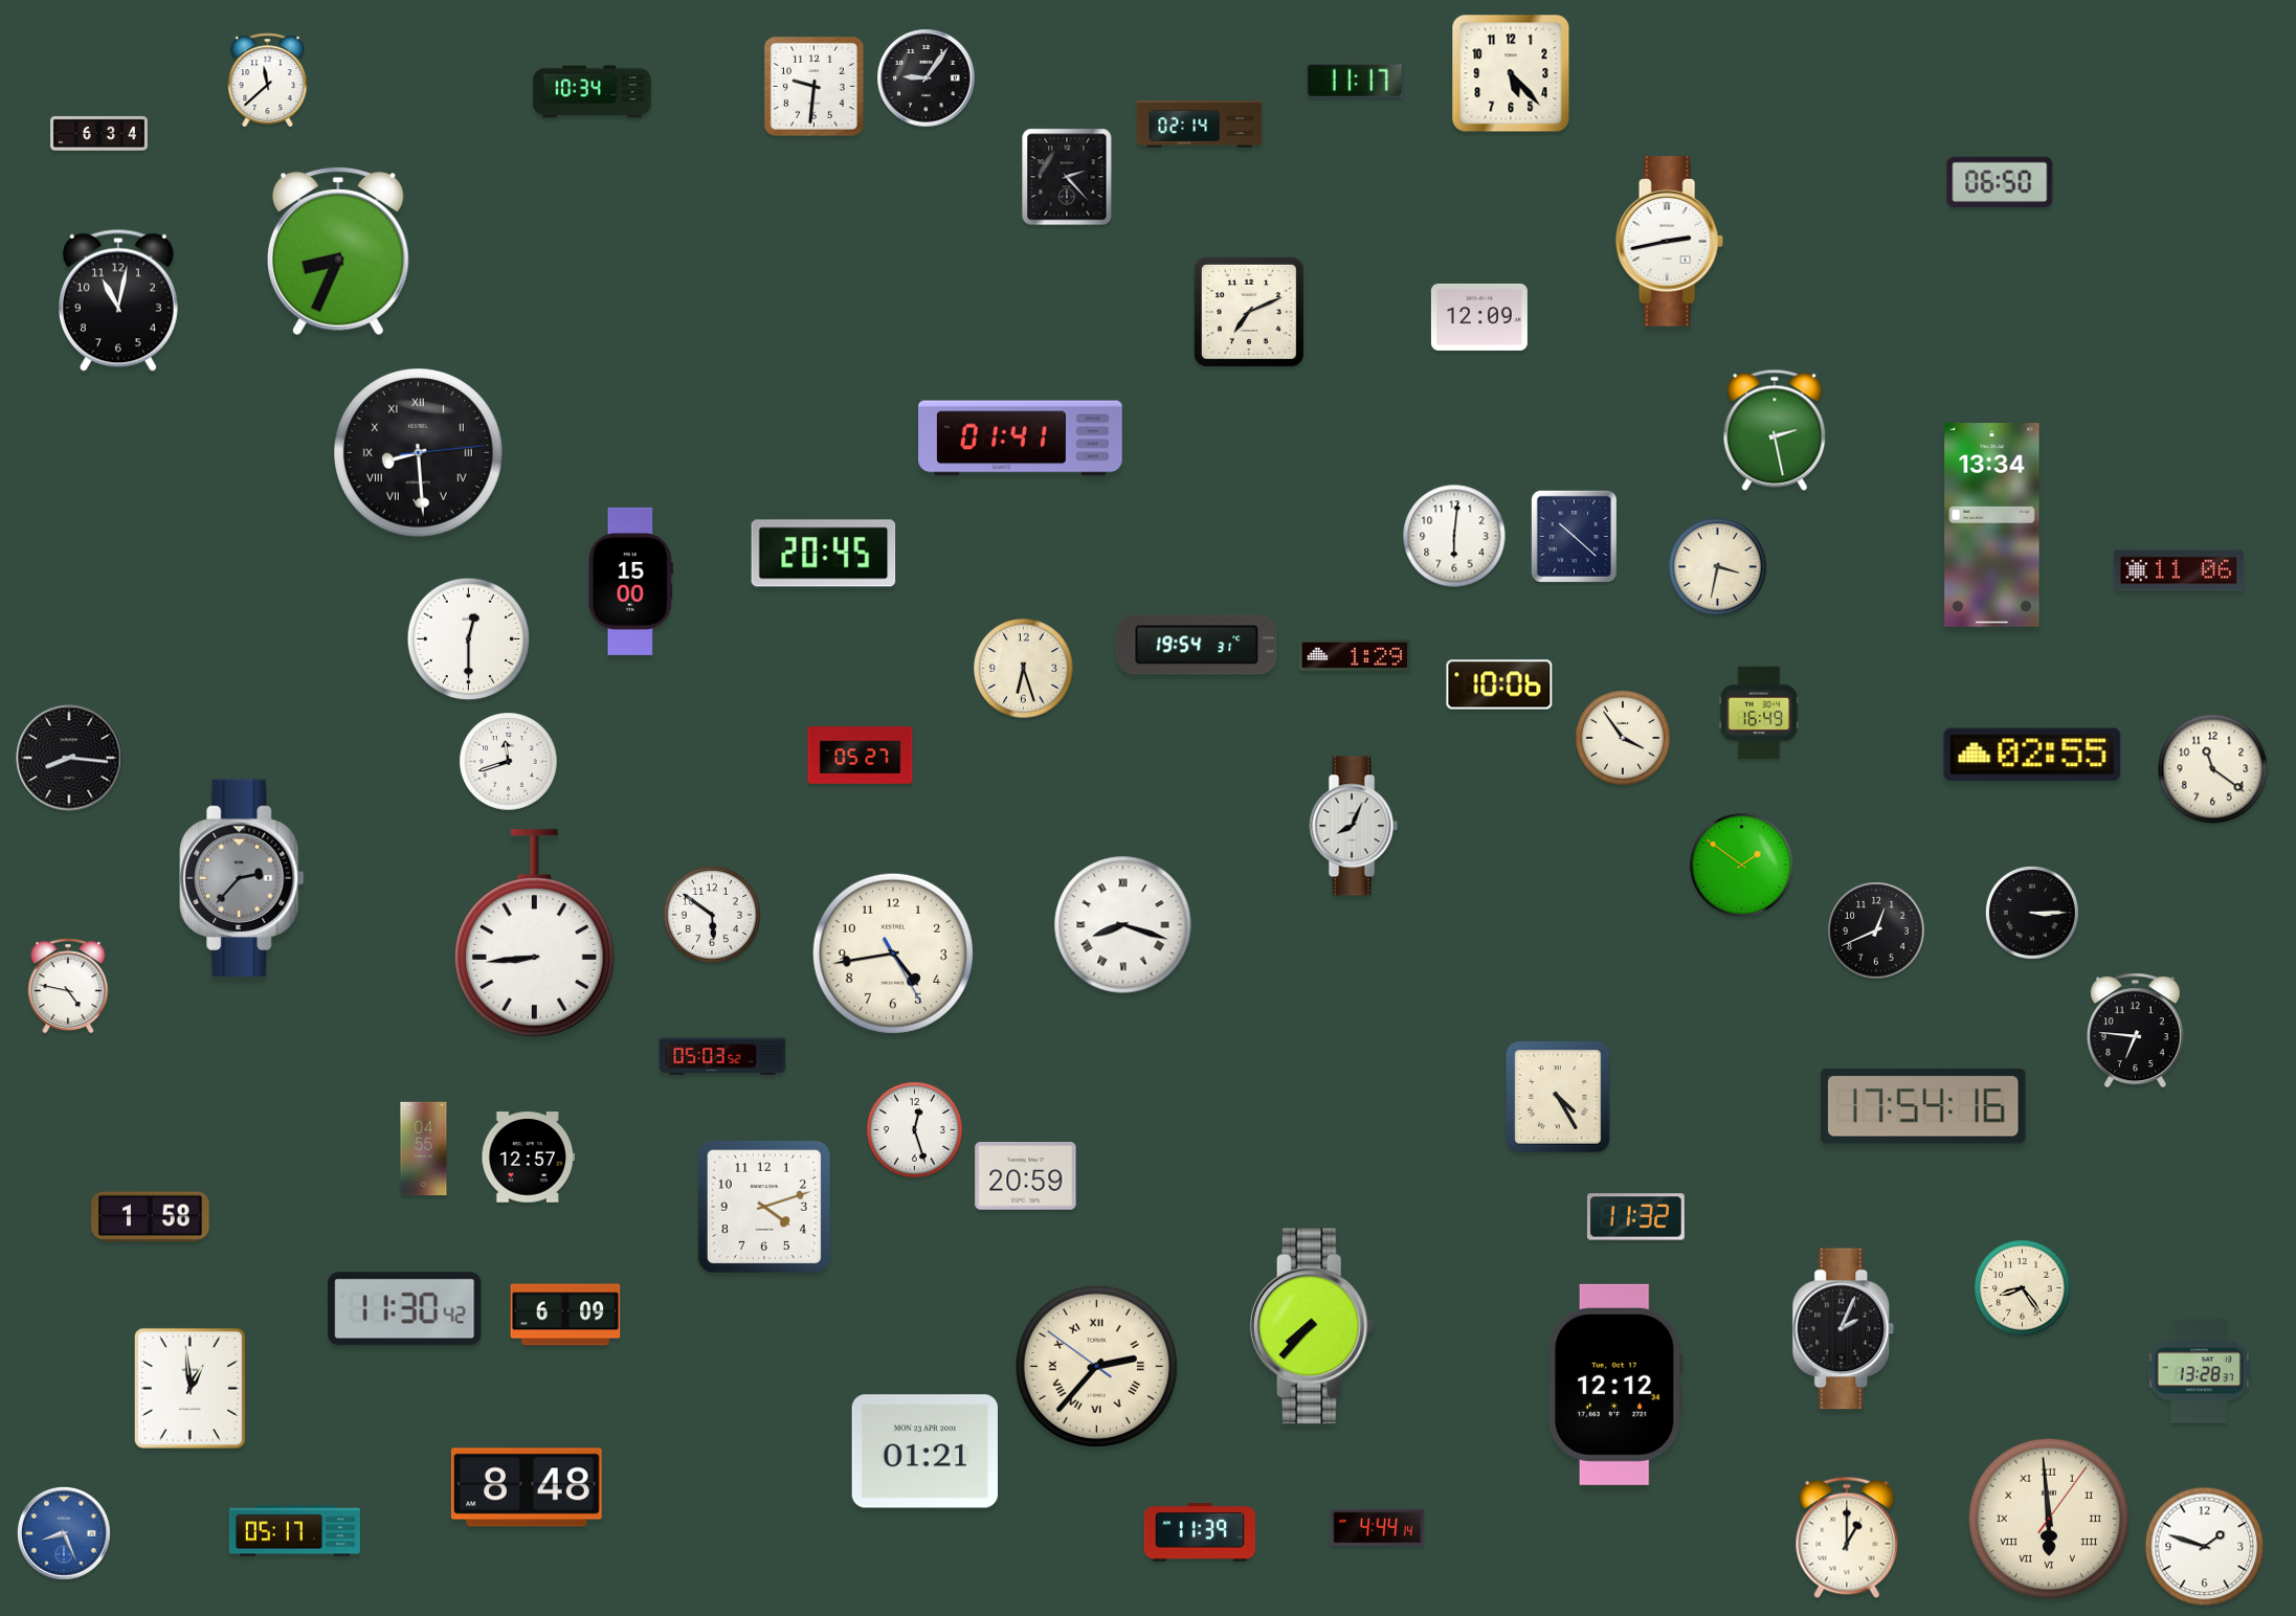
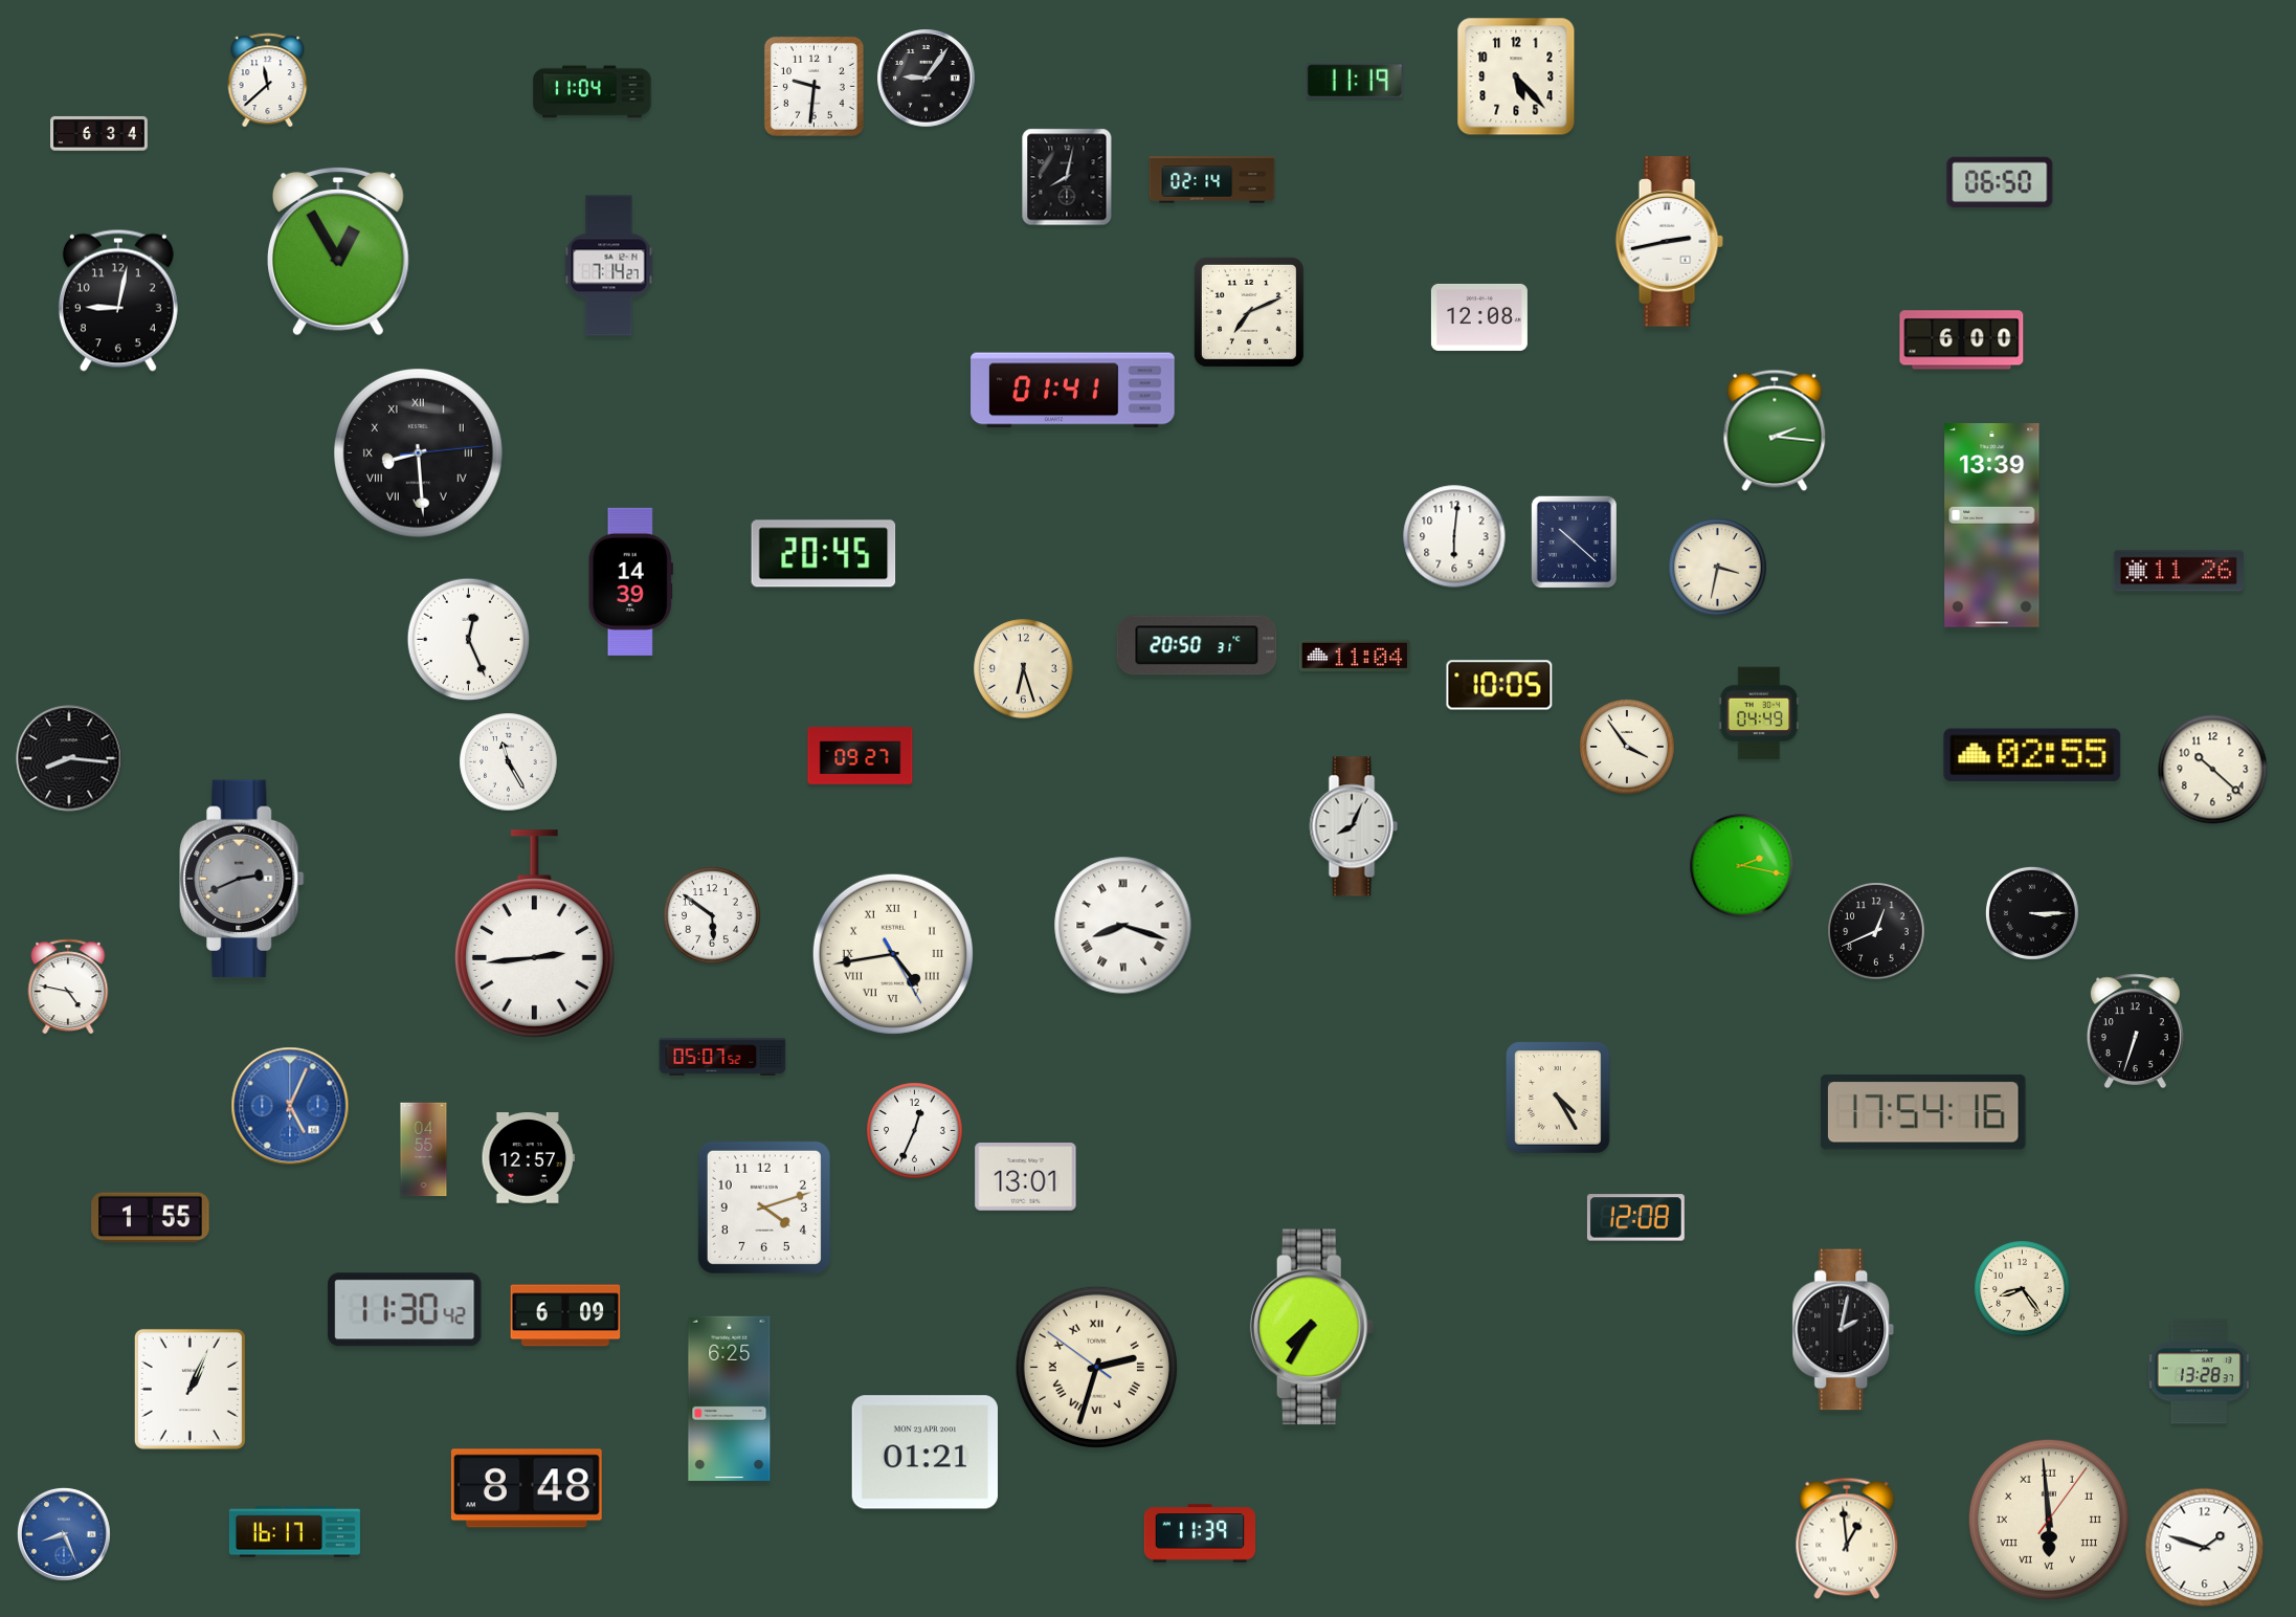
clock at (1511, 73) position: (1511, 73) -> (1516, 76)
clock at (1355, 81): 11:17 -> 11:19
clock at (593, 92): 10:34 -> 11:04
clock at (1200, 125) position: (1200, 125) -> (1212, 180)
clock at (1067, 177): 2:23 -> 8:02
clock at (338, 252): 8:34 -> 12:55
clock at (609, 266): none -> 7:14
clock at (118, 300): 11:02 -> 9:02
clock at (1479, 317): 12:09 -> 12:08
clock at (1962, 340): none -> 6:00
clock at (1775, 430): 2:28 -> 2:16
clock at (1021, 439) position: (1021, 439) -> (1073, 391)
clock at (1992, 525): 13:34 -> 13:39
clock at (1574, 536) position: (1574, 536) -> (1574, 541)
clock at (2179, 570): 11:06 -> 11:26
clock at (630, 581): 15:00 -> 14:39
clock at (469, 639): 12:30 -> 12:26
clock at (1197, 645): 19:54 -> 20:50
clock at (1355, 654): 1:29 -> 11:04
clock at (1499, 684): 10:06 -> 10:05
clock at (1759, 713): 16:49 -> 04:49
clock at (1624, 739) position: (1624, 739) -> (1628, 748)
clock at (861, 756): 05:27 -> 09:27
clock at (509, 762): 11:42 -> 11:25
clock at (2213, 769): 11:21 -> 10:22
clock at (1742, 866): 1:51 -> 2:17
clock at (242, 878): 2:37 -> 2:41
clock at (534, 934): 8:44 -> 2:44
clock at (893, 953) numerals: Arabic -> Roman
clock at (2135, 1031): 6:46 -> 6:33
clock at (722, 1056): 05:03 -> 05:07
clock at (290, 1106): none -> 5:04
clock at (1923, 1107) position: (1923, 1107) -> (1923, 1113)
clock at (915, 1130): 12:27 -> 12:34
clock at (1026, 1176): 20:59 -> 13:01
clock at (151, 1217): 1:58 -> 1:55
clock at (1635, 1217): 11:32 -> 12:08
clock at (1312, 1326): 7:37 -> 7:35
clock at (1844, 1329): 2:04 -> 2:02
clock at (1096, 1366): 2:36 -> 2:32
clock at (1617, 1385): 12:12 -> none
clock at (190, 1388): 12:59 -> 1:04
clock at (730, 1398): none -> 6:25
clock at (1378, 1528): 4:44 -> none
clock at (294, 1531): 05:17 -> 16:17
clock at (1847, 1538): 1:00 -> 12:59
